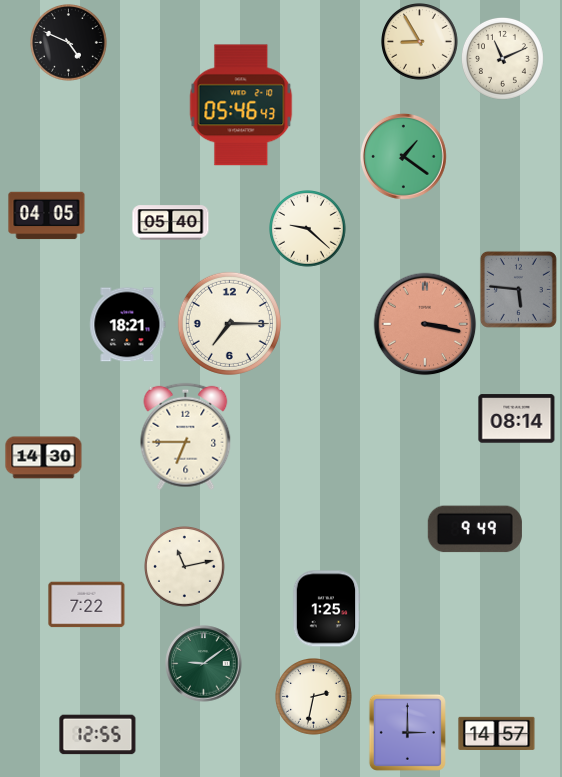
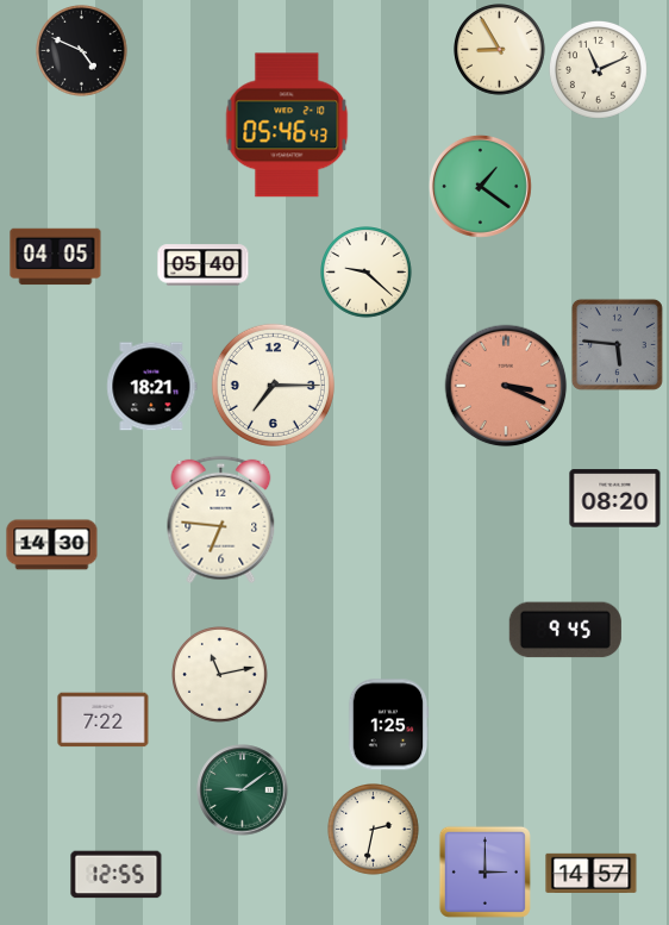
clock at (425, 324): 3:17 -> 3:19
clock at (517, 419): 08:14 -> 08:20
clock at (186, 437): 6:45 -> 6:46
clock at (475, 529): 9:49 -> 9:45
